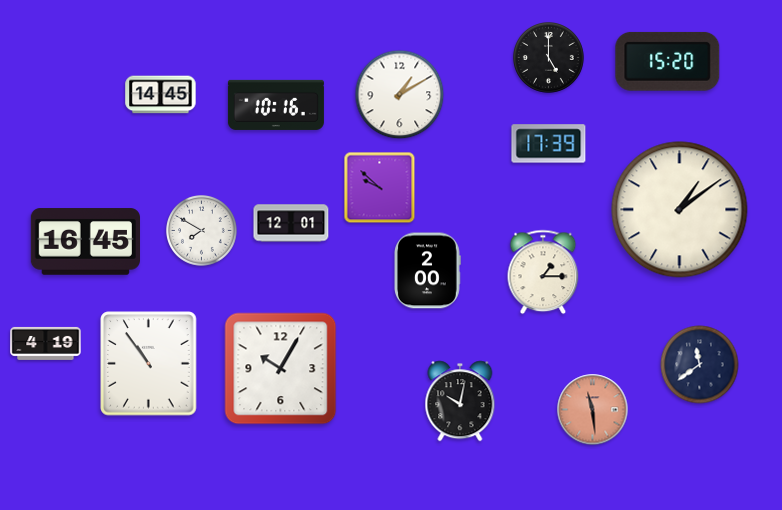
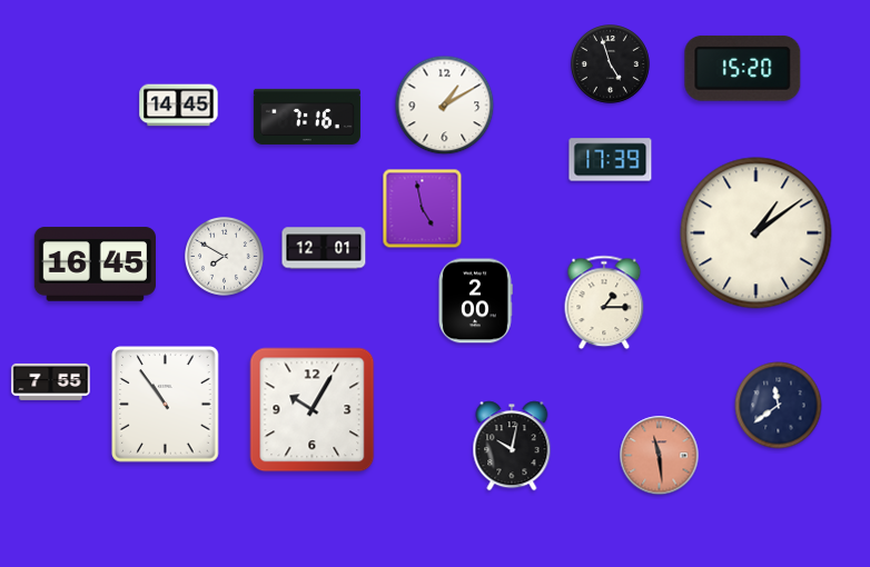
clock at (549, 58): 5:00 -> 4:57
clock at (276, 105): 10:16 -> 7:16
clock at (380, 188): 9:52 -> 4:58
clock at (85, 242) position: (85, 242) -> (95, 265)
clock at (46, 343): 4:19 -> 7:55
